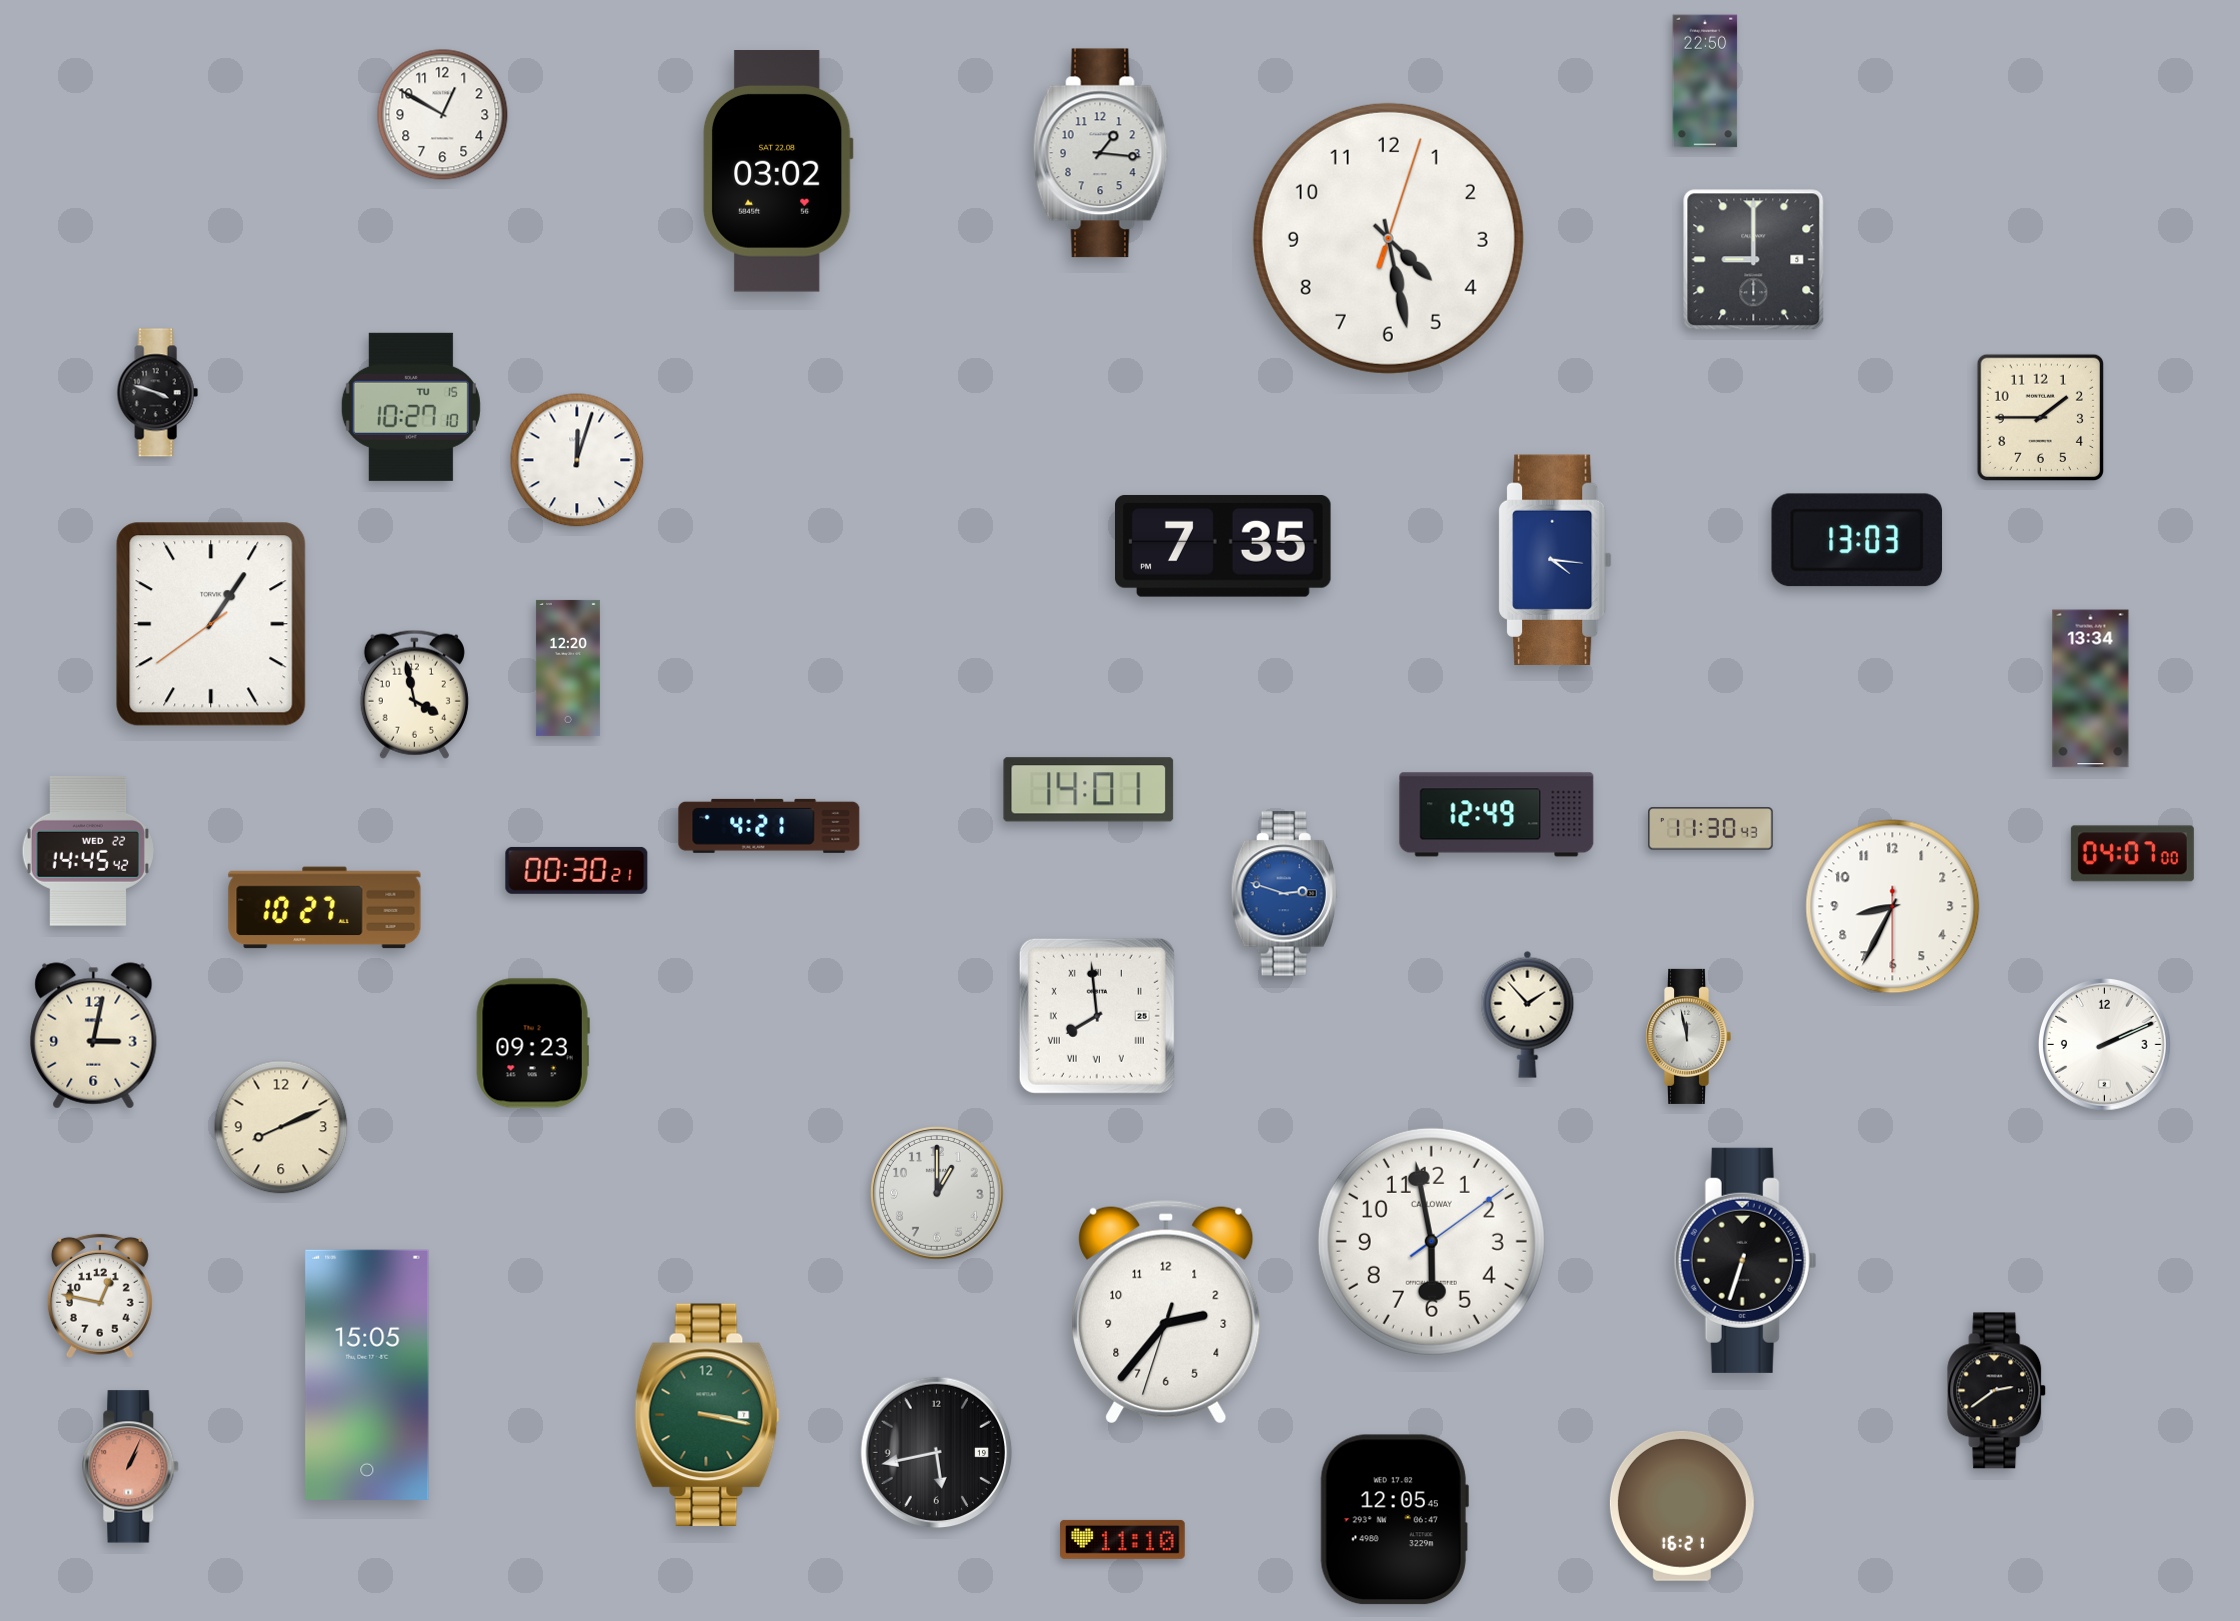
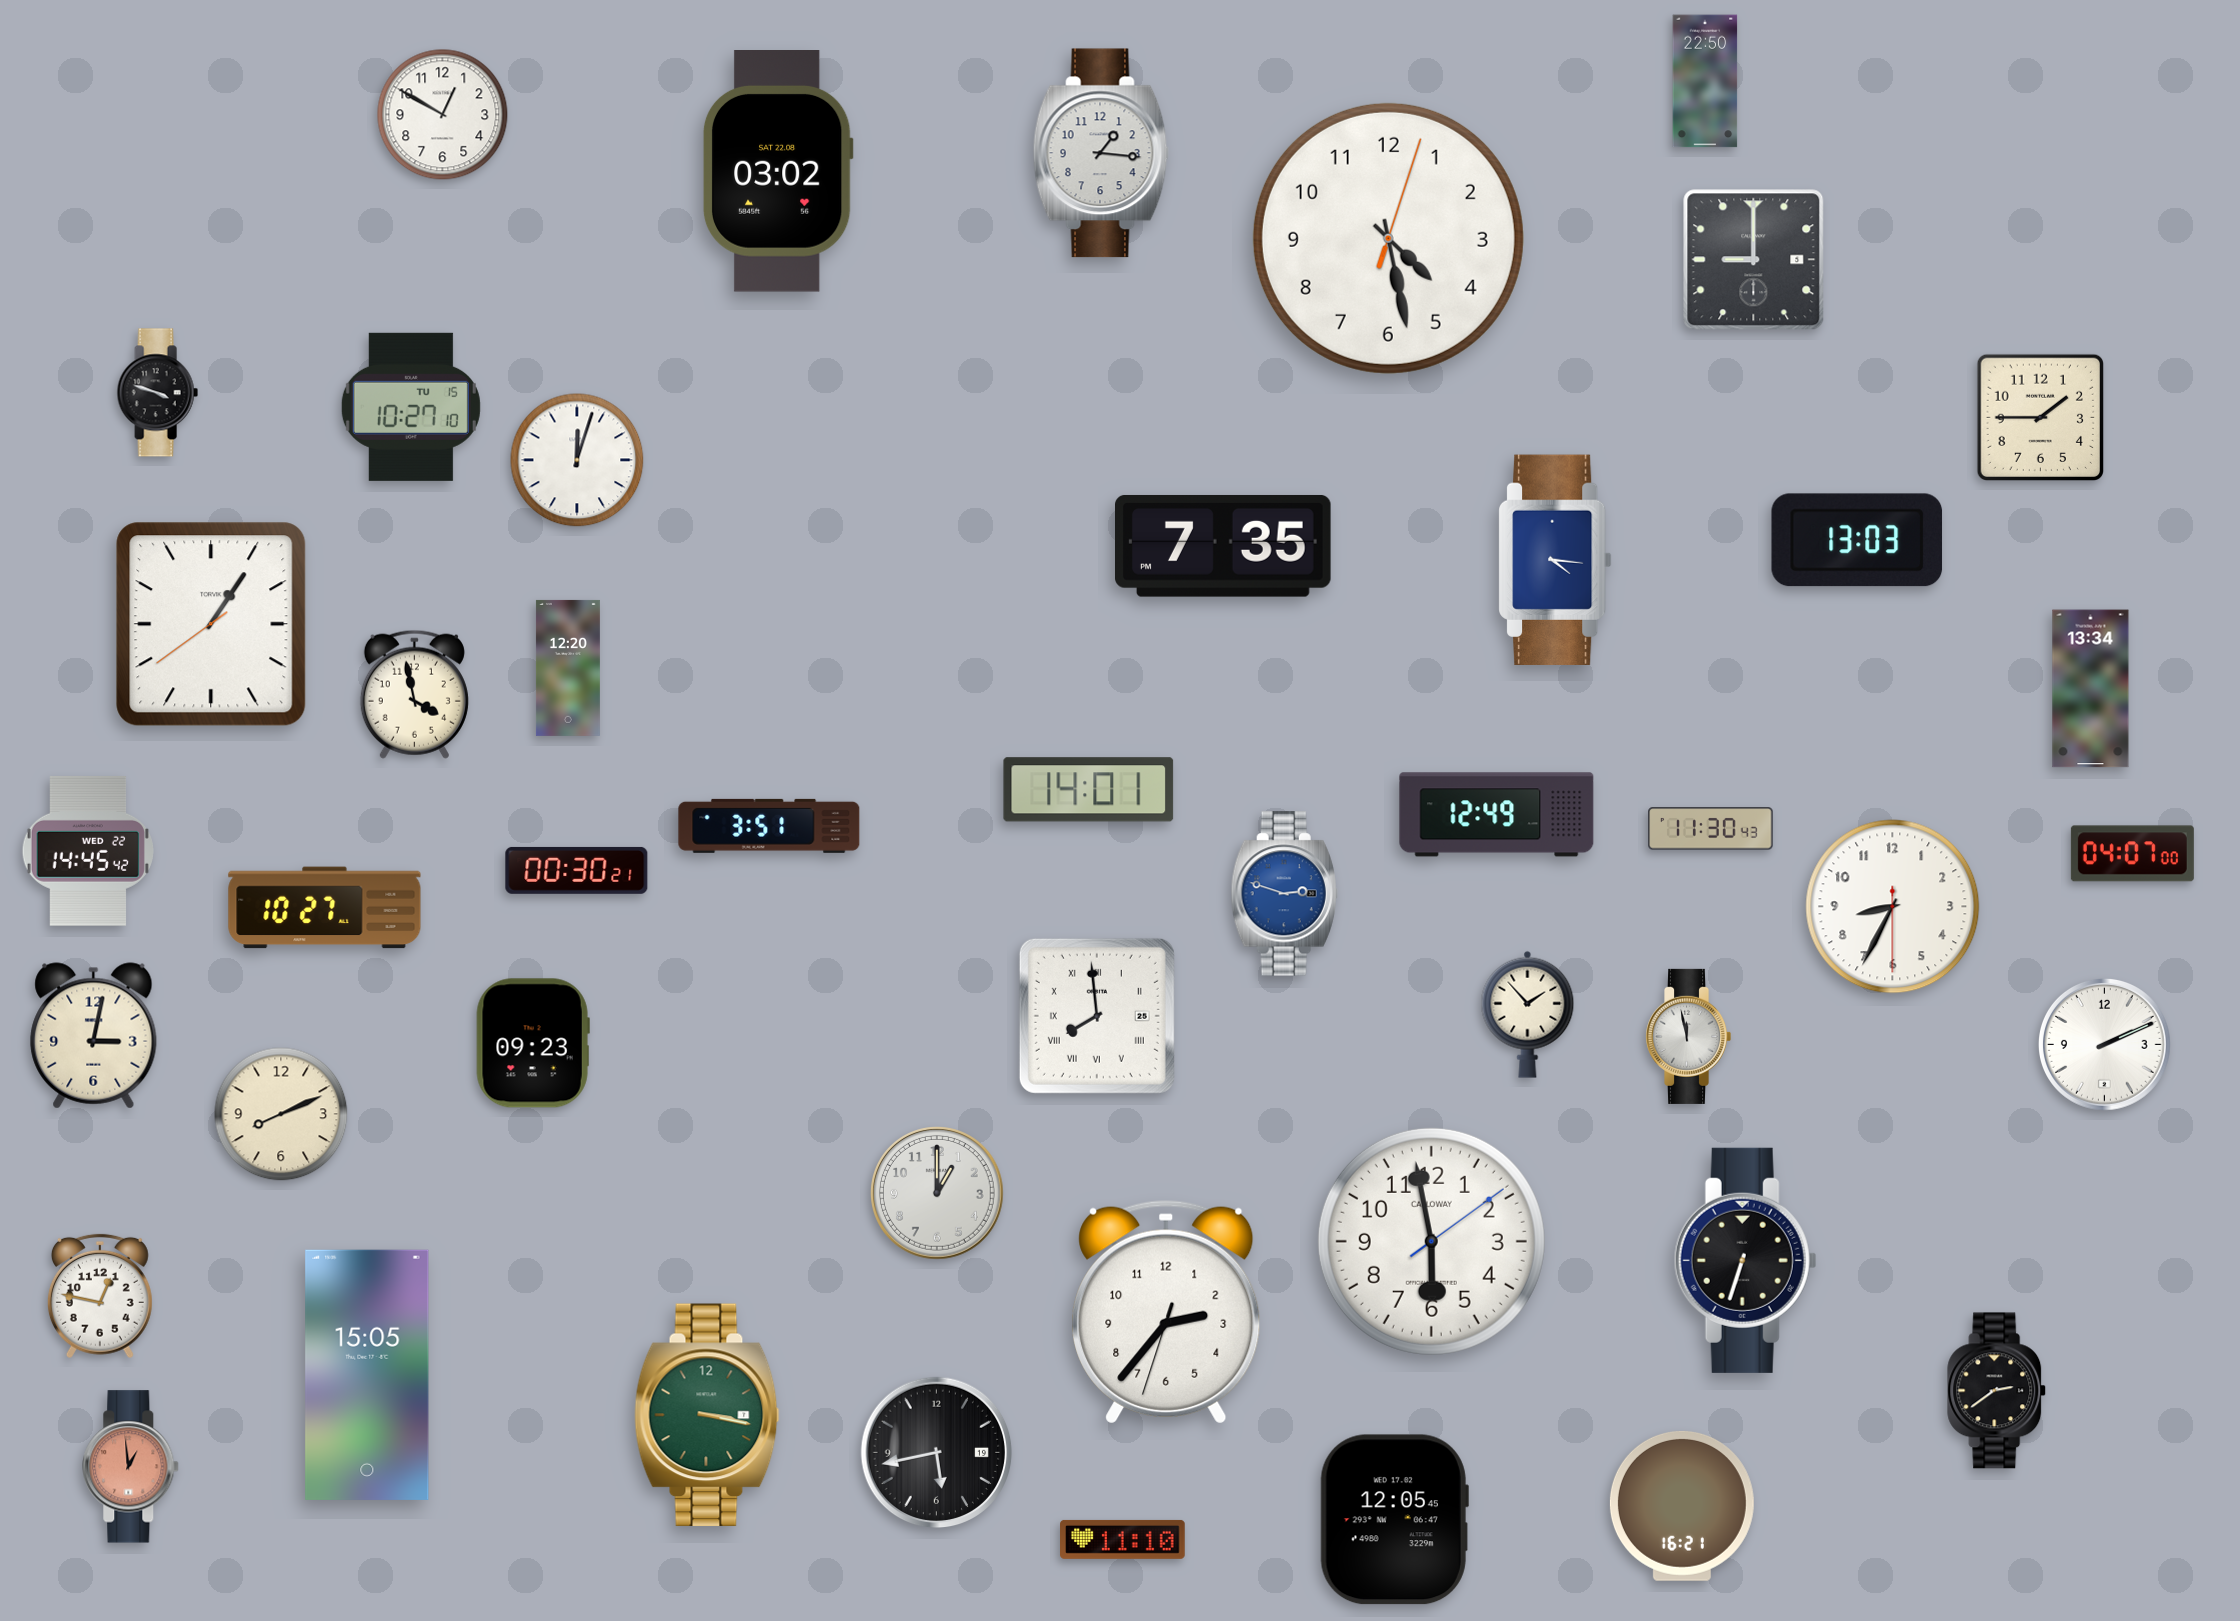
clock at (769, 826): 4:21 -> 3:51
clock at (281, 1127) position: (281, 1127) -> (281, 1114)
clock at (131, 1467): 1:04 -> 12:59
